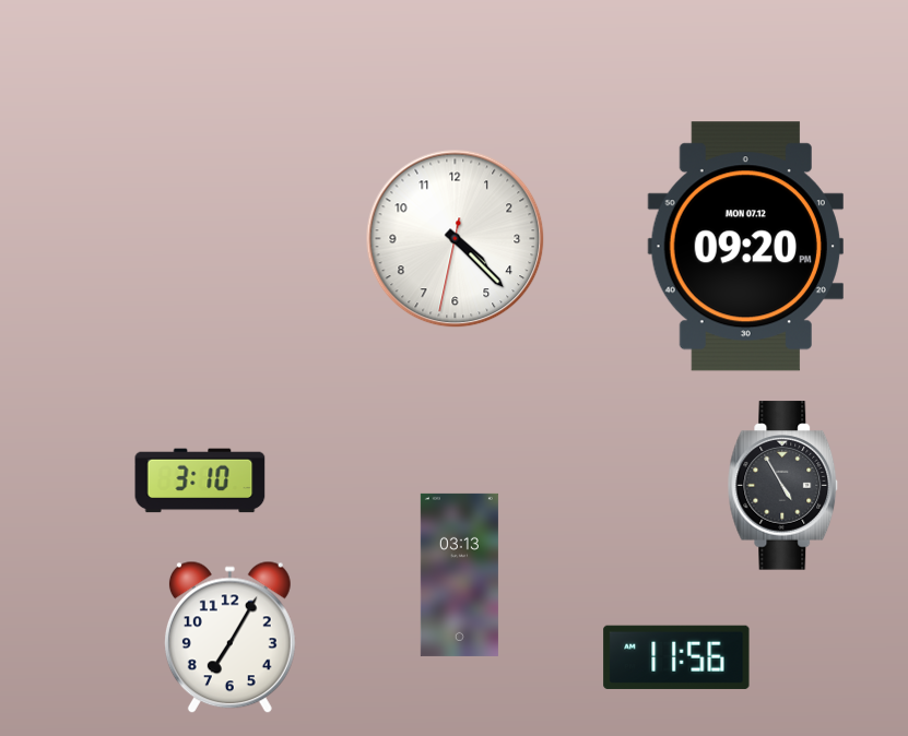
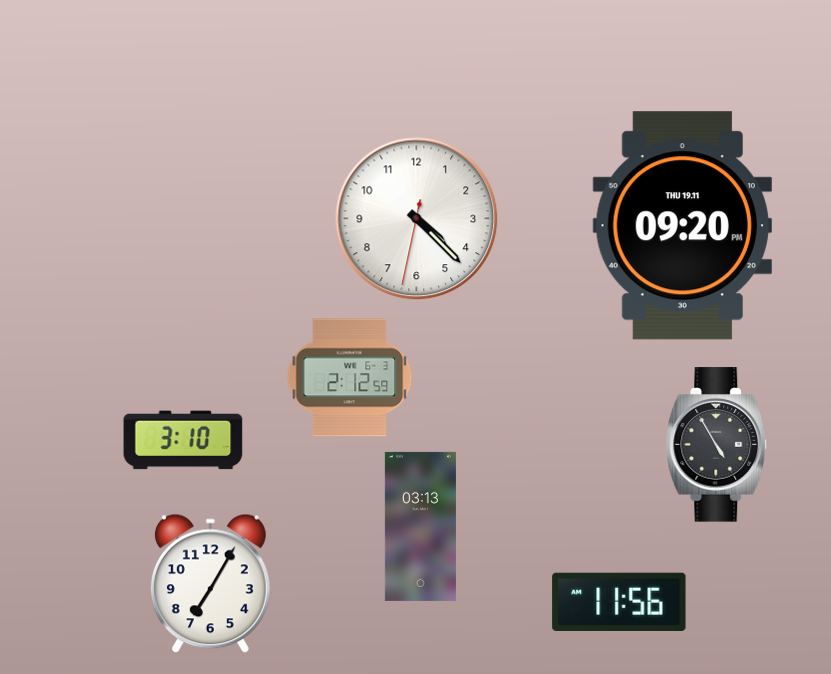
clock at (745, 247) date: MON 07.12 -> THU 19.11
clock at (350, 378): none -> 2:12
